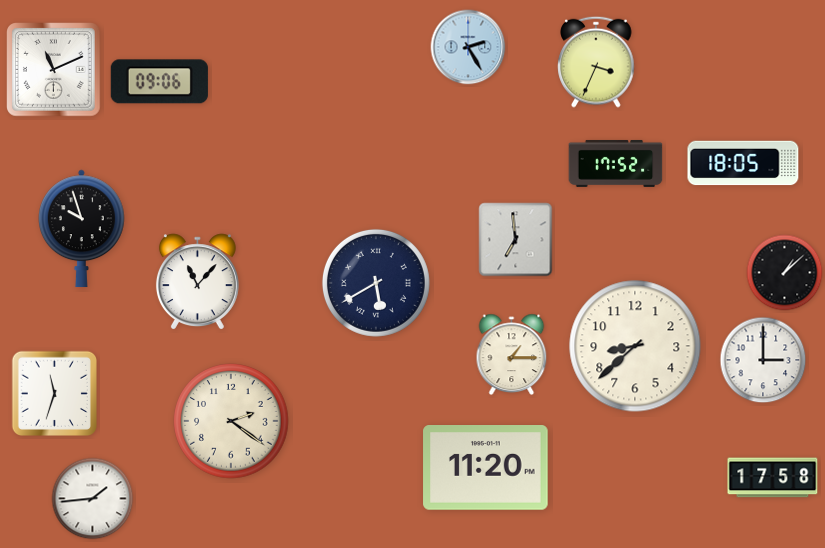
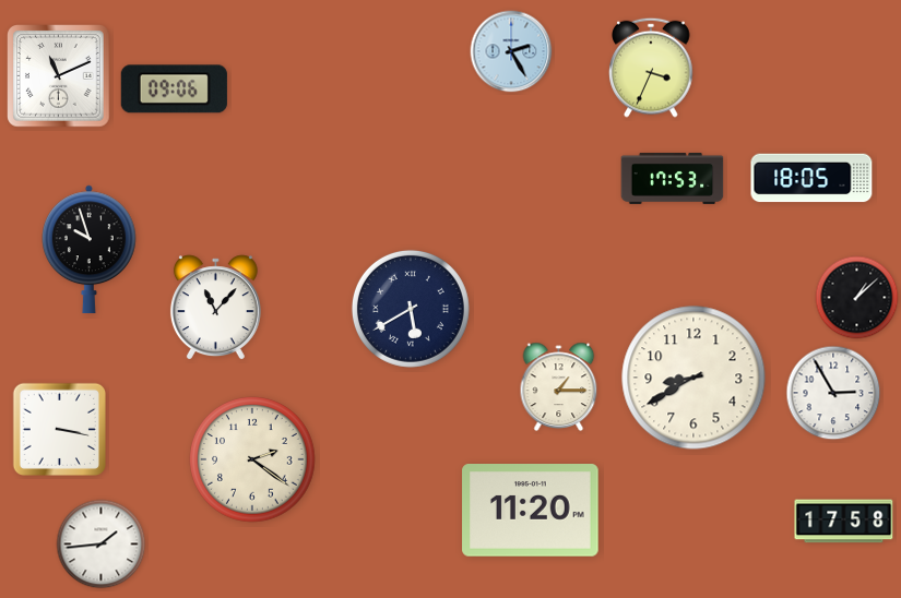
clock at (616, 163): 17:52 -> 17:53
clock at (516, 240): 6:59 -> none
clock at (635, 346): 8:38 -> 8:40
clock at (763, 360): 3:00 -> 2:55
clock at (54, 393): 11:33 -> 3:17
